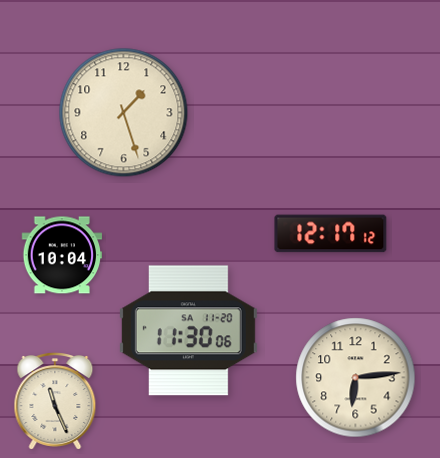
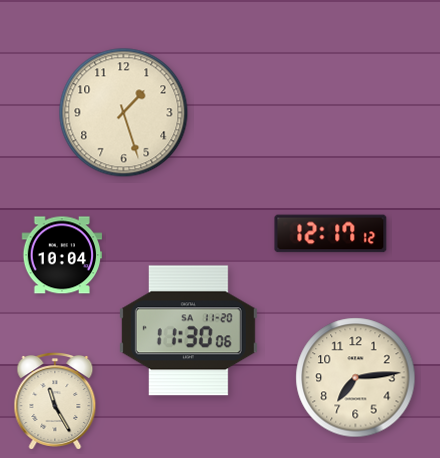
clock at (356, 378): 6:14 -> 7:14
clock at (55, 402): 11:26 -> 11:25
